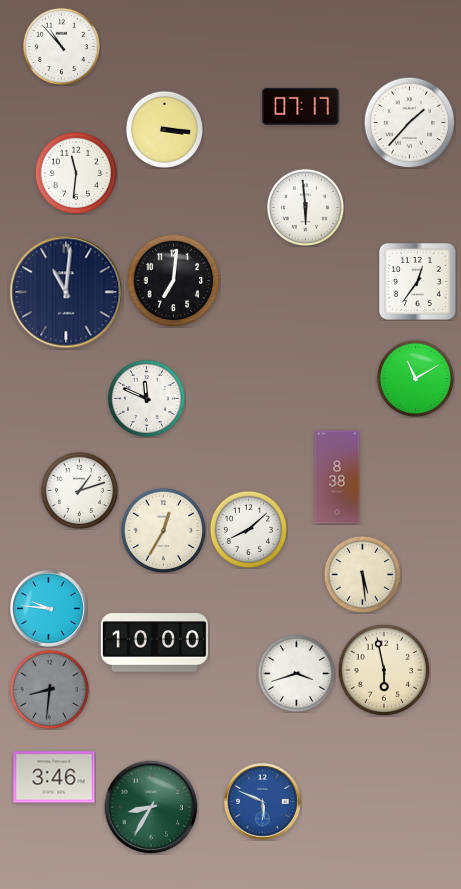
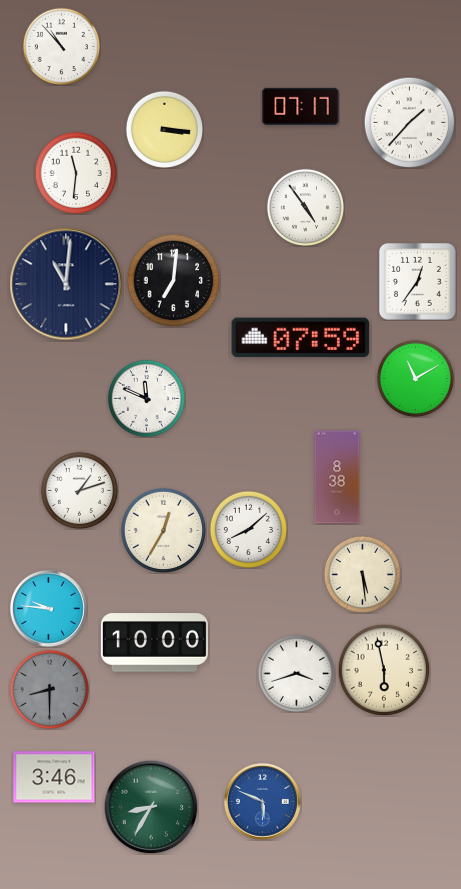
clock at (305, 207): 5:59 -> 4:54
clock at (66, 292) position: (66, 292) -> (66, 284)
clock at (301, 338): none -> 07:59
clock at (49, 689): 8:31 -> 8:30
